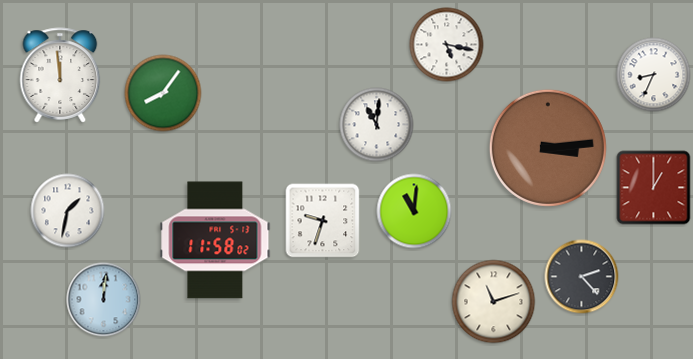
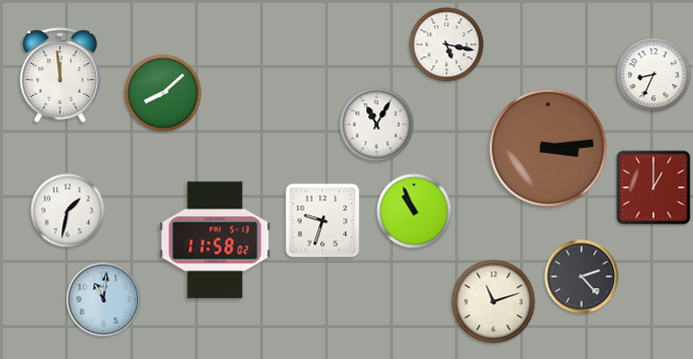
clock at (163, 93): 8:06 -> 8:08
clock at (377, 125): 11:01 -> 11:05
clock at (414, 211): 11:01 -> 10:56
clock at (104, 300): 12:01 -> 11:01
